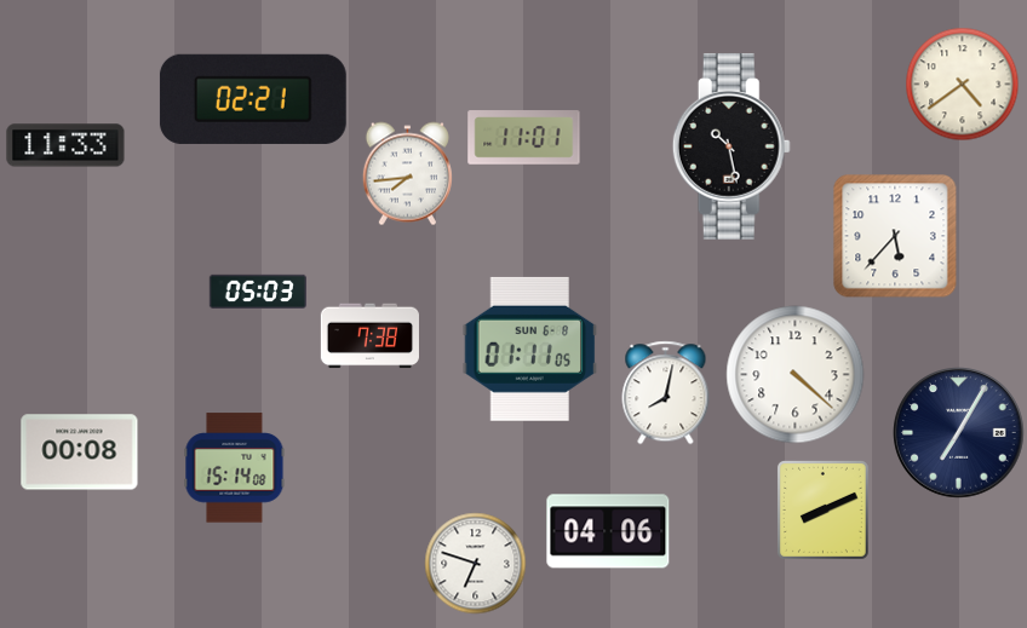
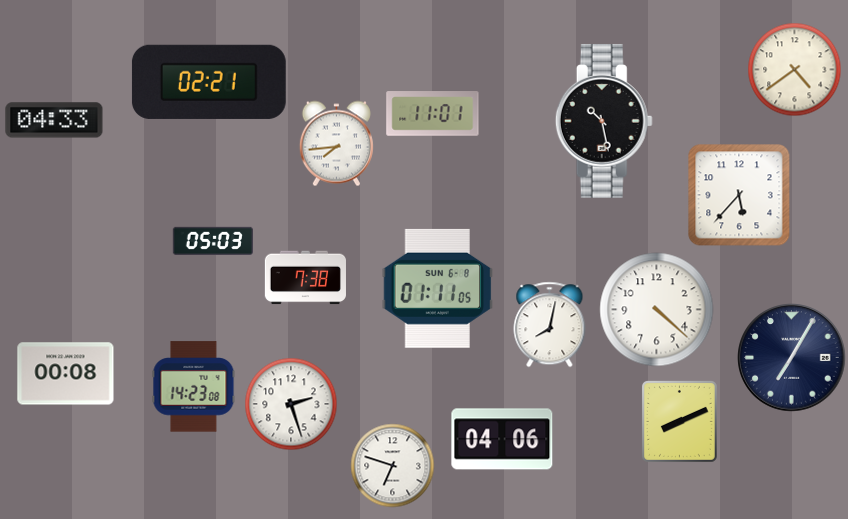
clock at (65, 145): 11:33 -> 04:33
clock at (235, 468): 15:14 -> 14:23
clock at (291, 404): none -> 2:27
